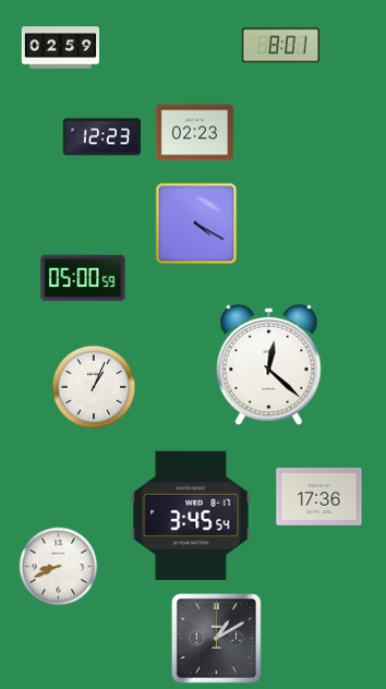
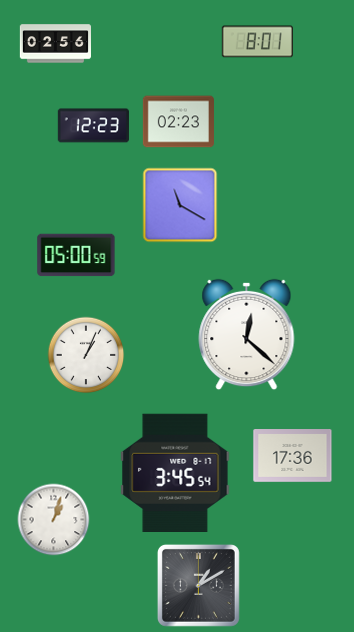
clock at (60, 48): 02:59 -> 02:56
clock at (196, 223): 4:20 -> 11:20
clock at (59, 567): 8:41 -> 1:03
